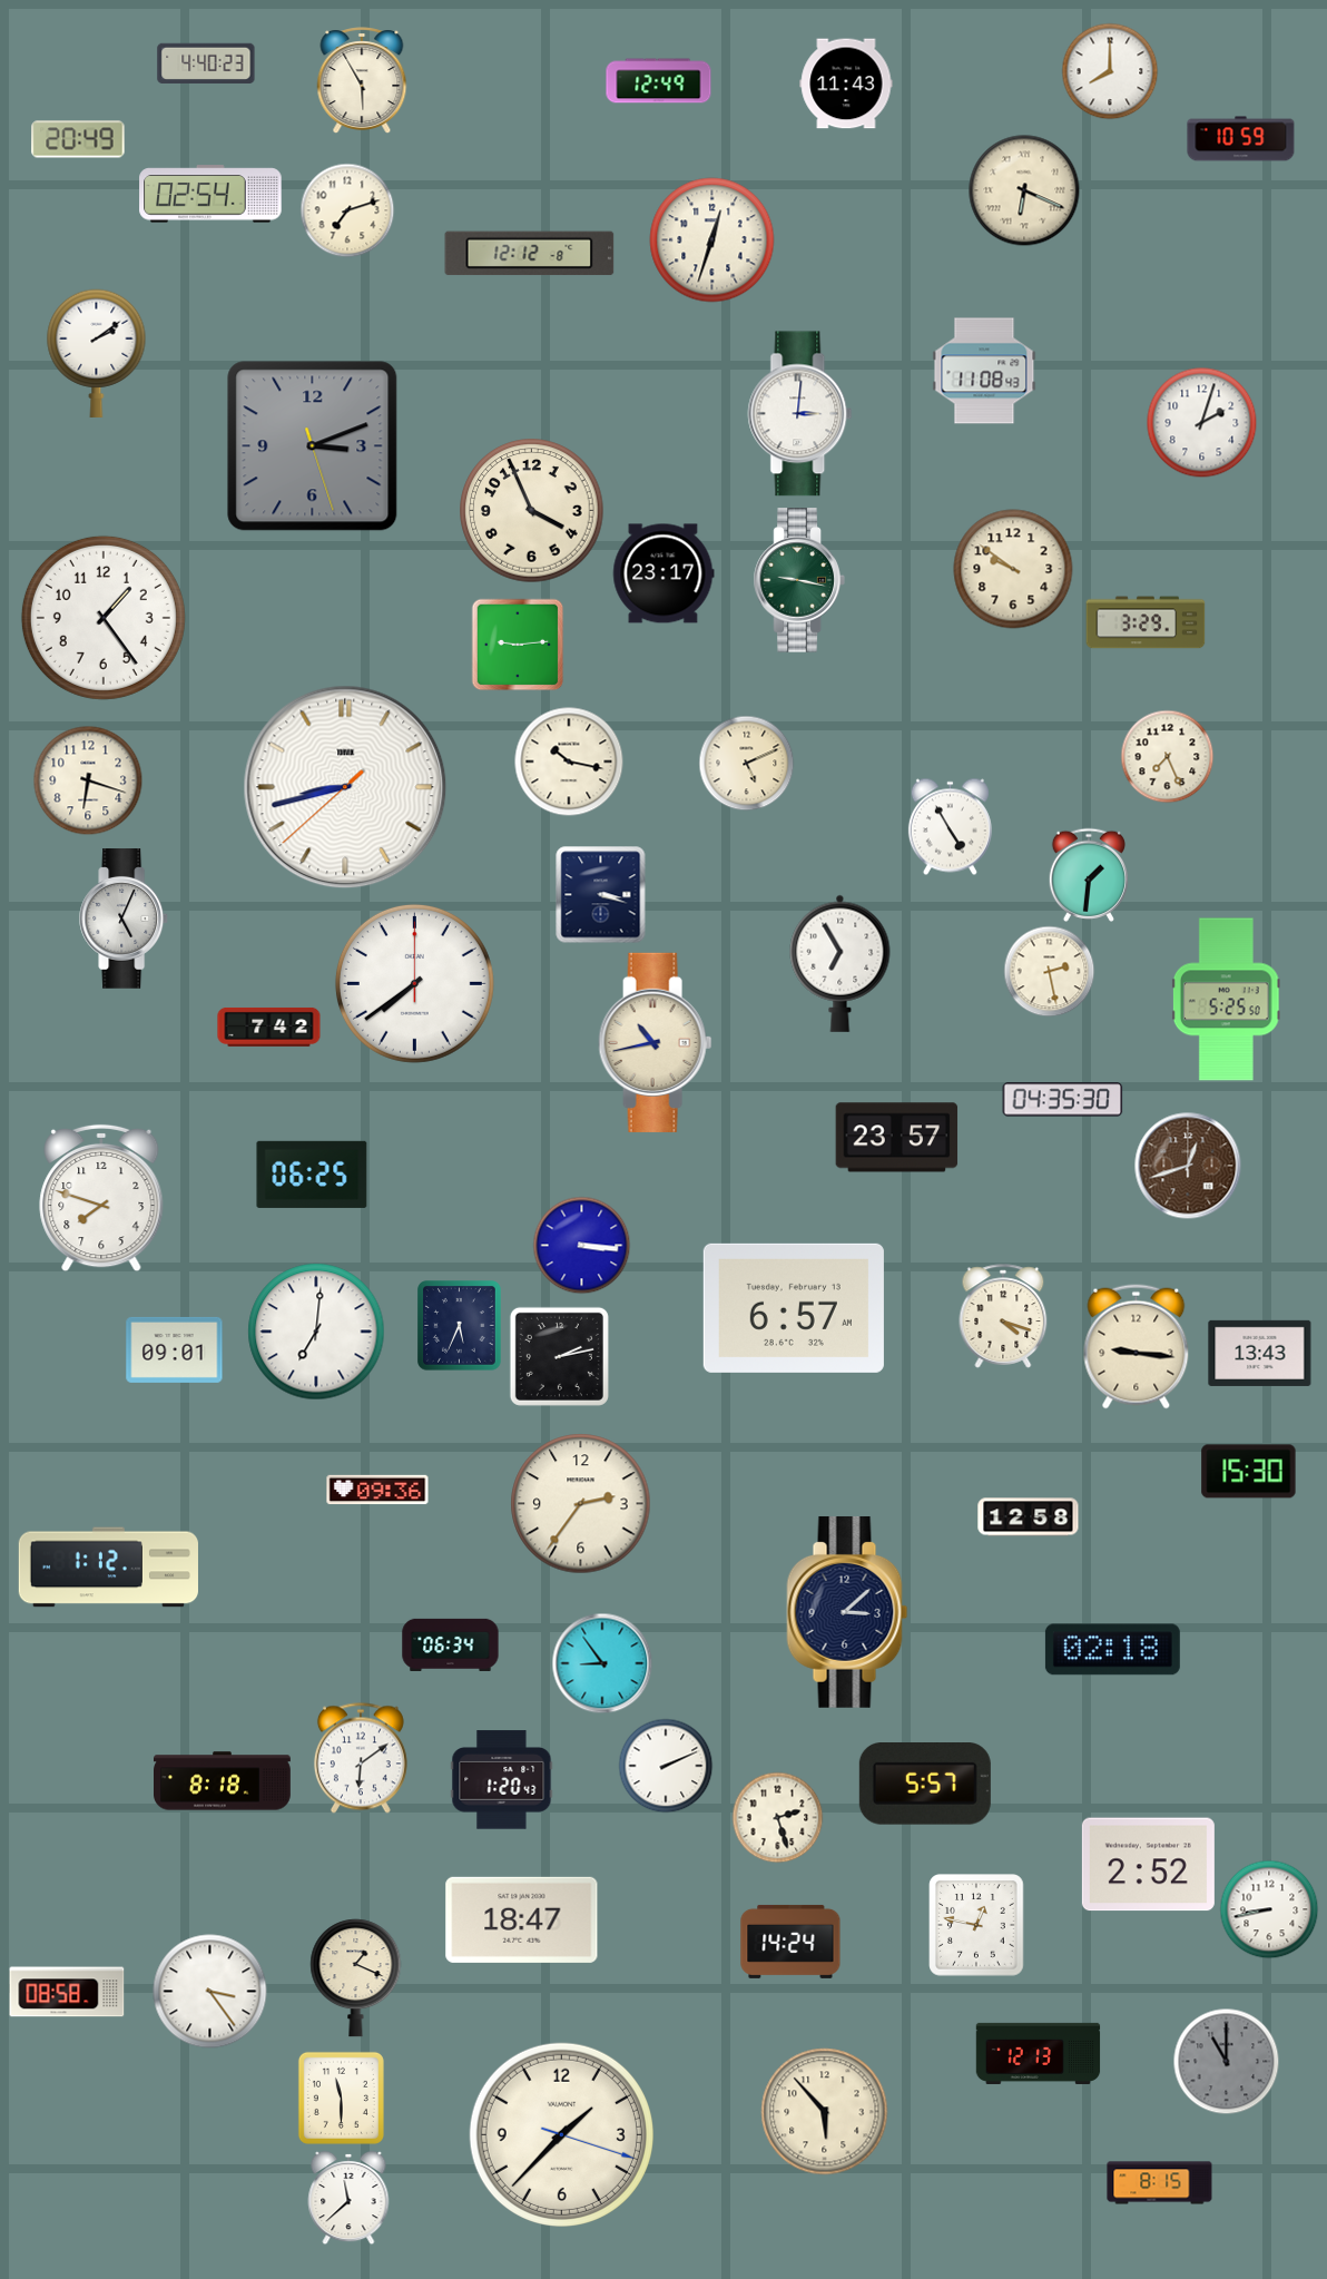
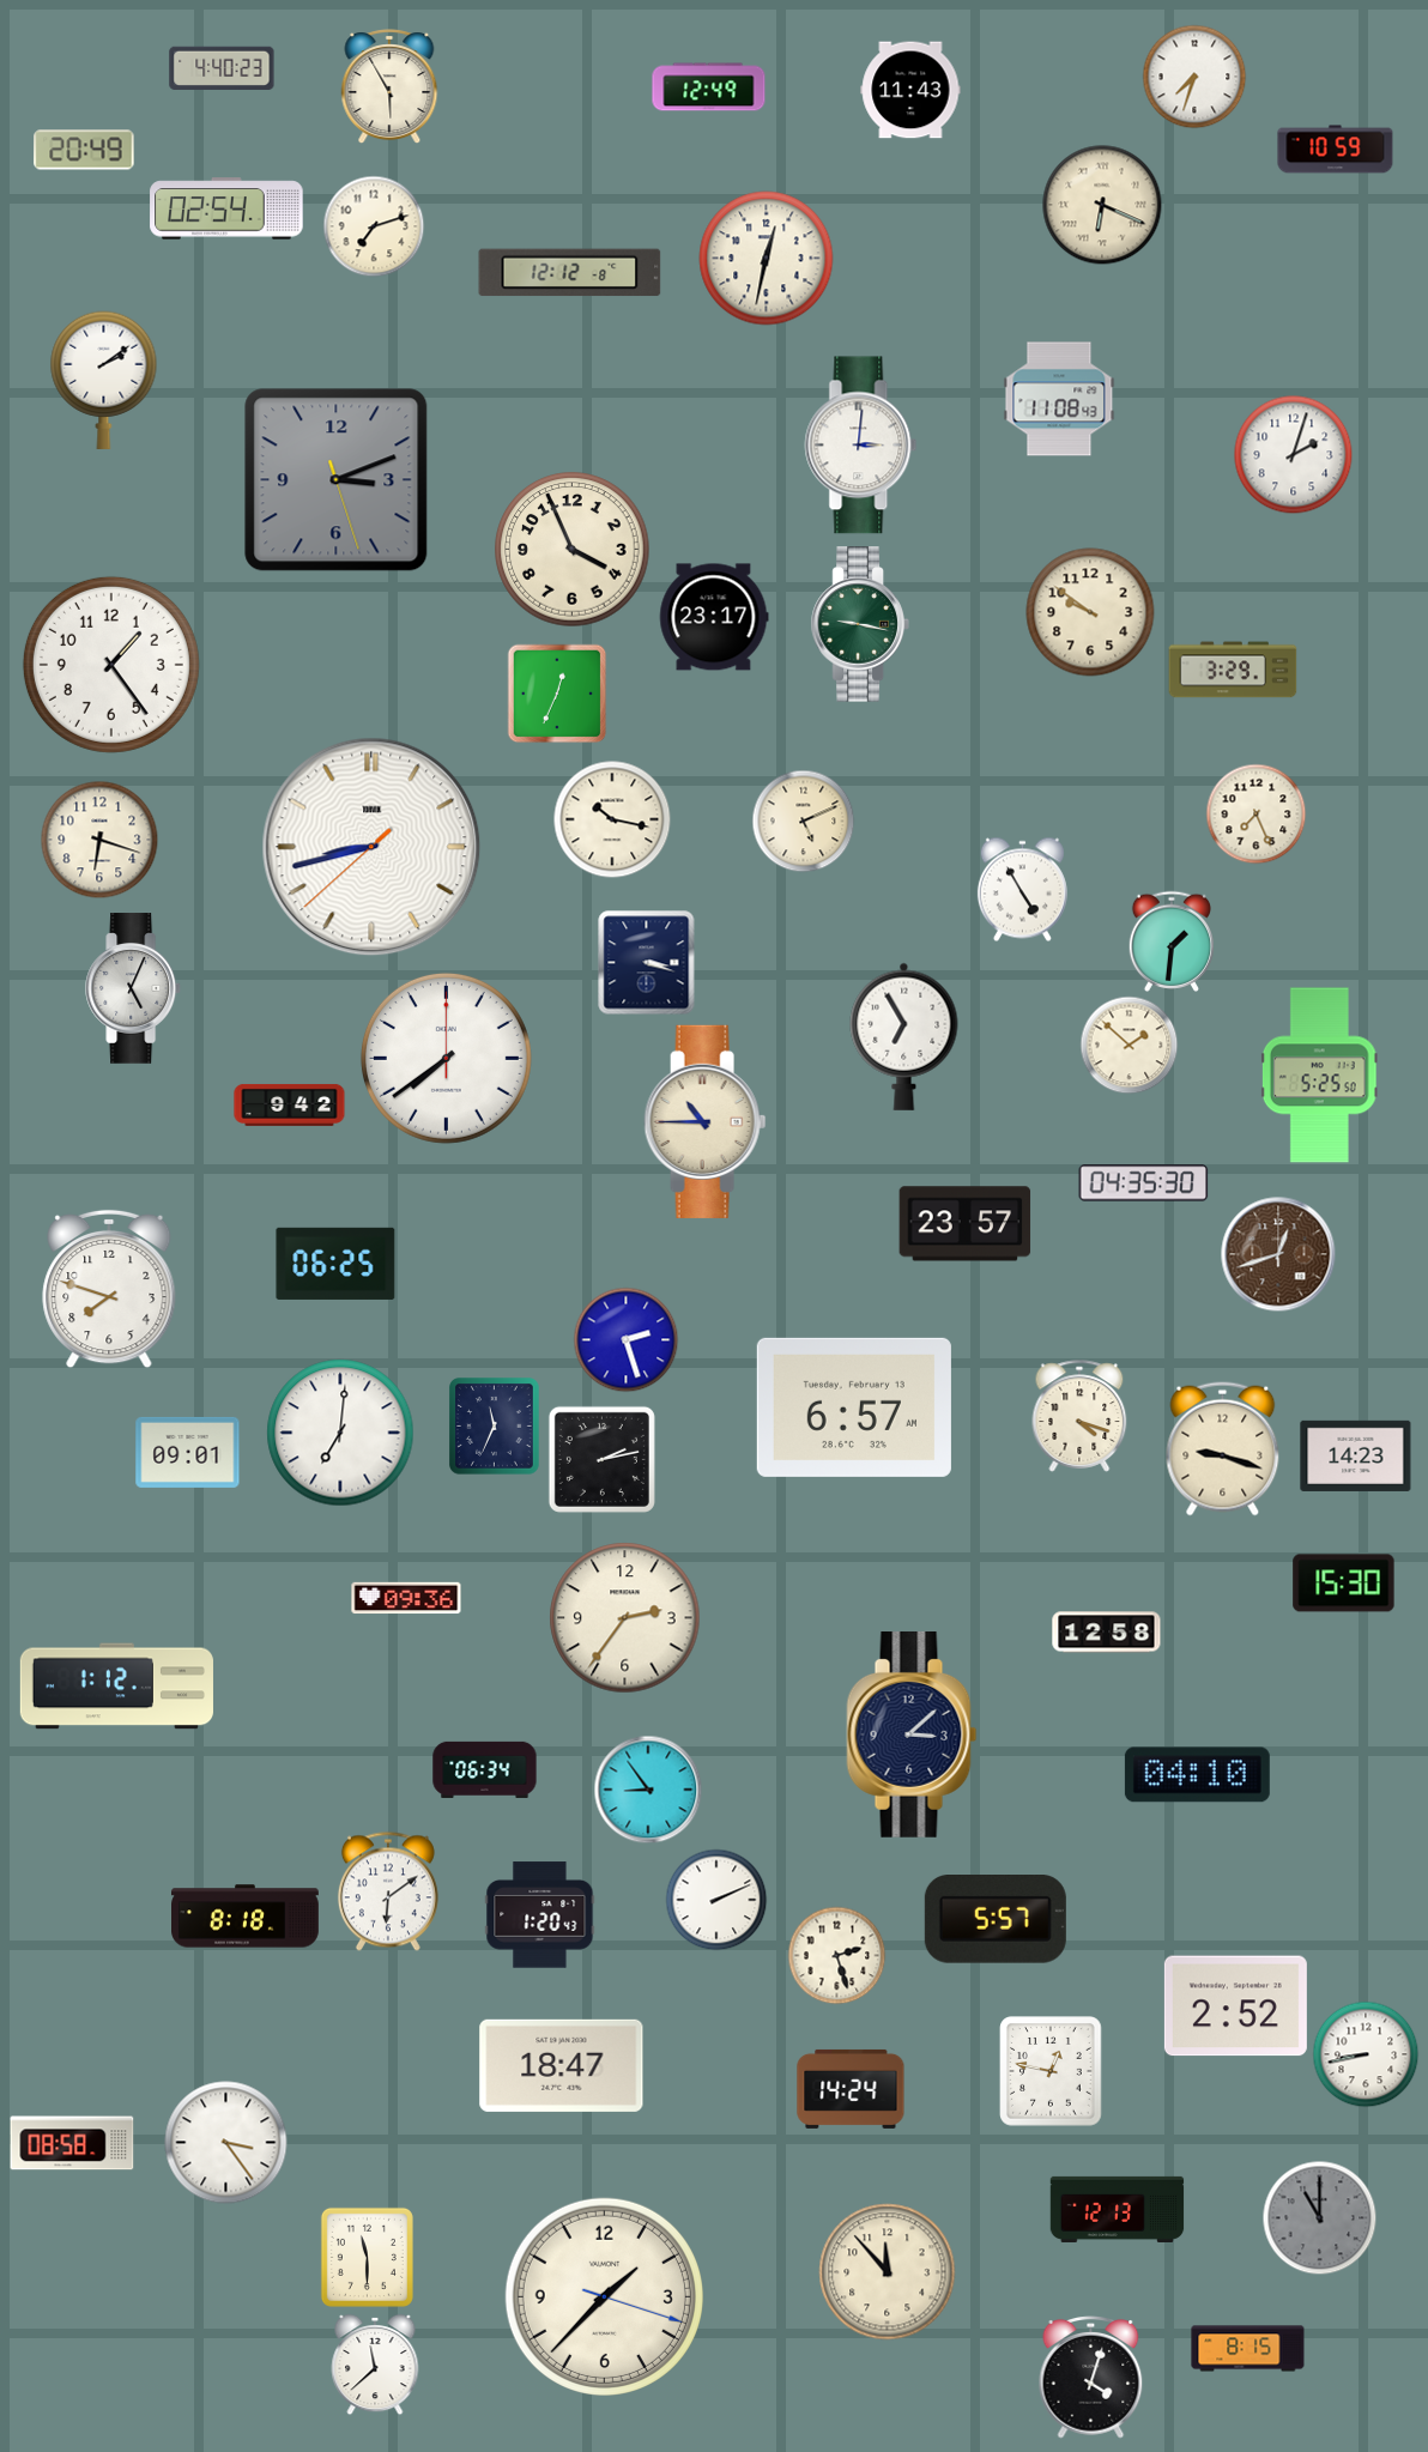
clock at (1110, 71): 8:00 -> 7:33
clock at (712, 240): 12:33 -> 12:32
clock at (518, 645): 9:14 -> 12:34
clock at (88, 780) position: (88, 780) -> (99, 840)
clock at (1049, 971): 2:28 -> 1:52
clock at (269, 1026): 7:42 -> 9:42
clock at (656, 1042): 10:43 -> 10:45
clock at (581, 1245): 3:16 -> 2:27
clock at (460, 1326): 5:34 -> 11:34
clock at (1137, 1347): 9:16 -> 9:18
clock at (1260, 1353): 13:43 -> 14:23
clock at (377, 1490) position: (377, 1490) -> (406, 1598)
clock at (1112, 1650): 02:18 -> 04:10
clock at (223, 1781) position: (223, 1781) -> (246, 1917)
clock at (356, 1978): 1:19 -> none
clock at (825, 2112): 5:53 -> 11:53
clock at (1091, 2378): none -> 4:03
